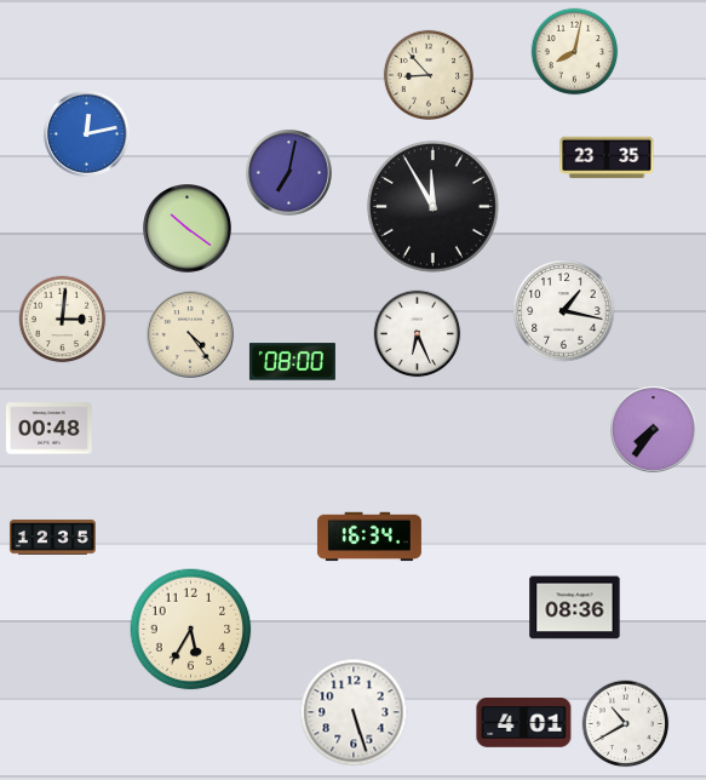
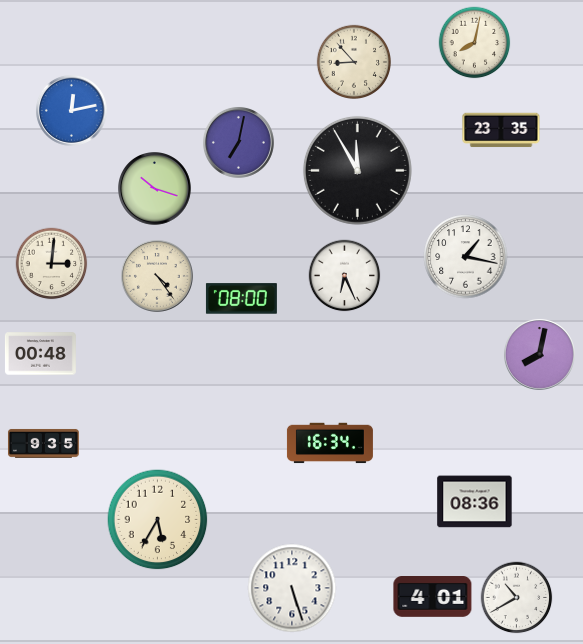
clock at (188, 229): 10:21 -> 10:18
clock at (653, 429): 7:36 -> 8:02
clock at (52, 537): 12:35 -> 9:35
clock at (369, 537) position: (369, 537) -> (330, 443)
